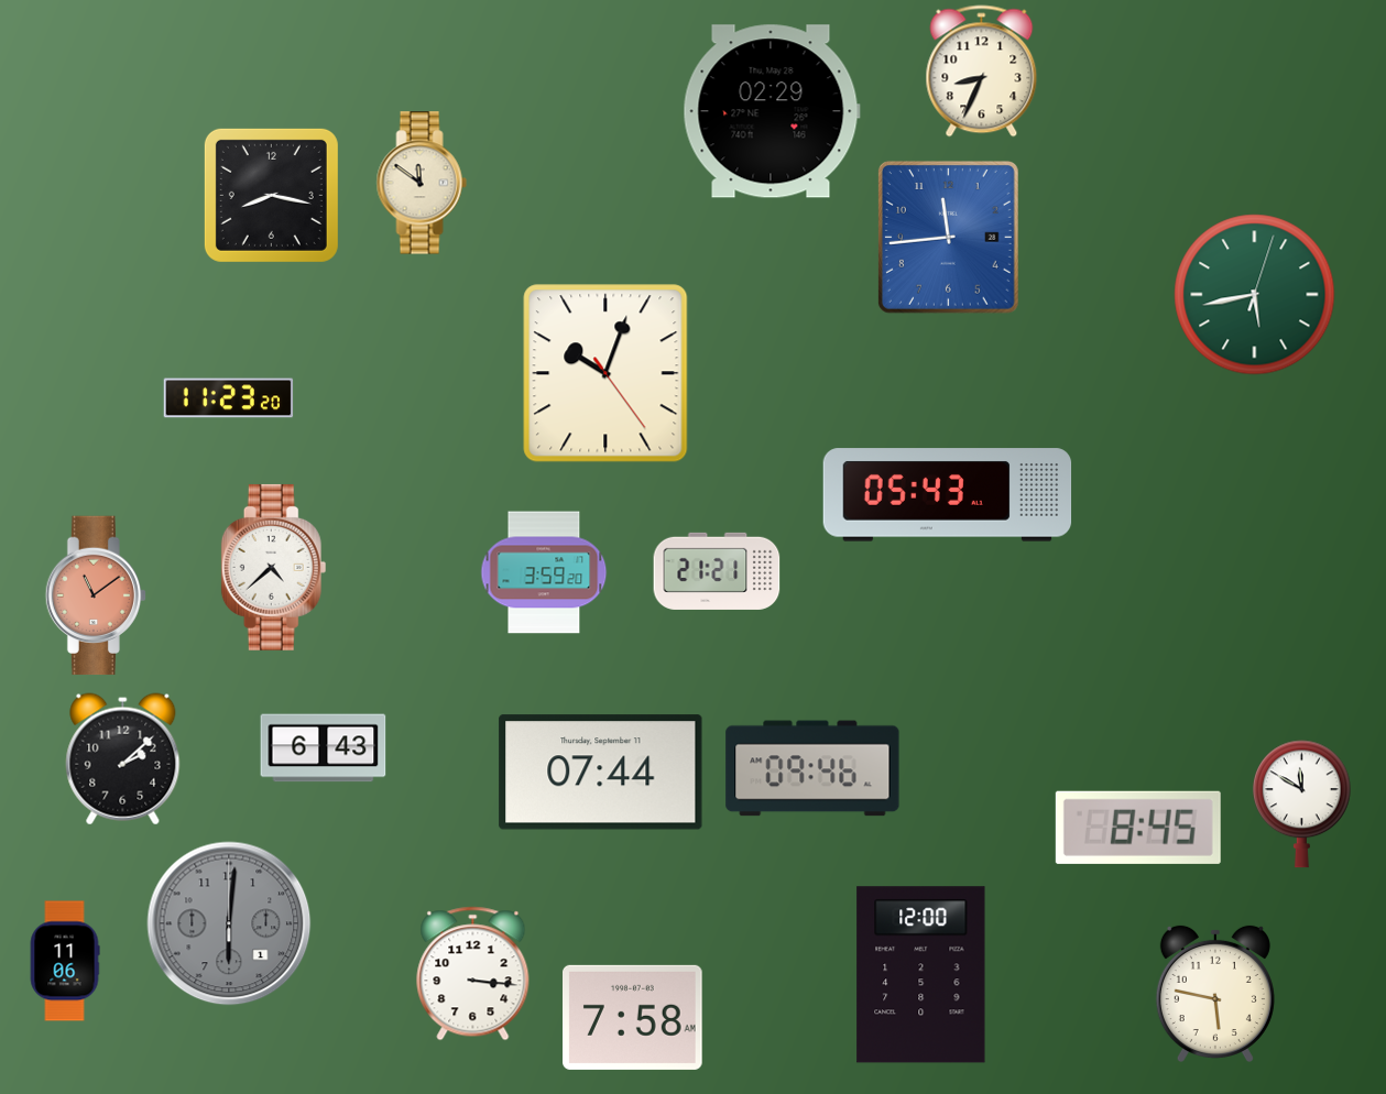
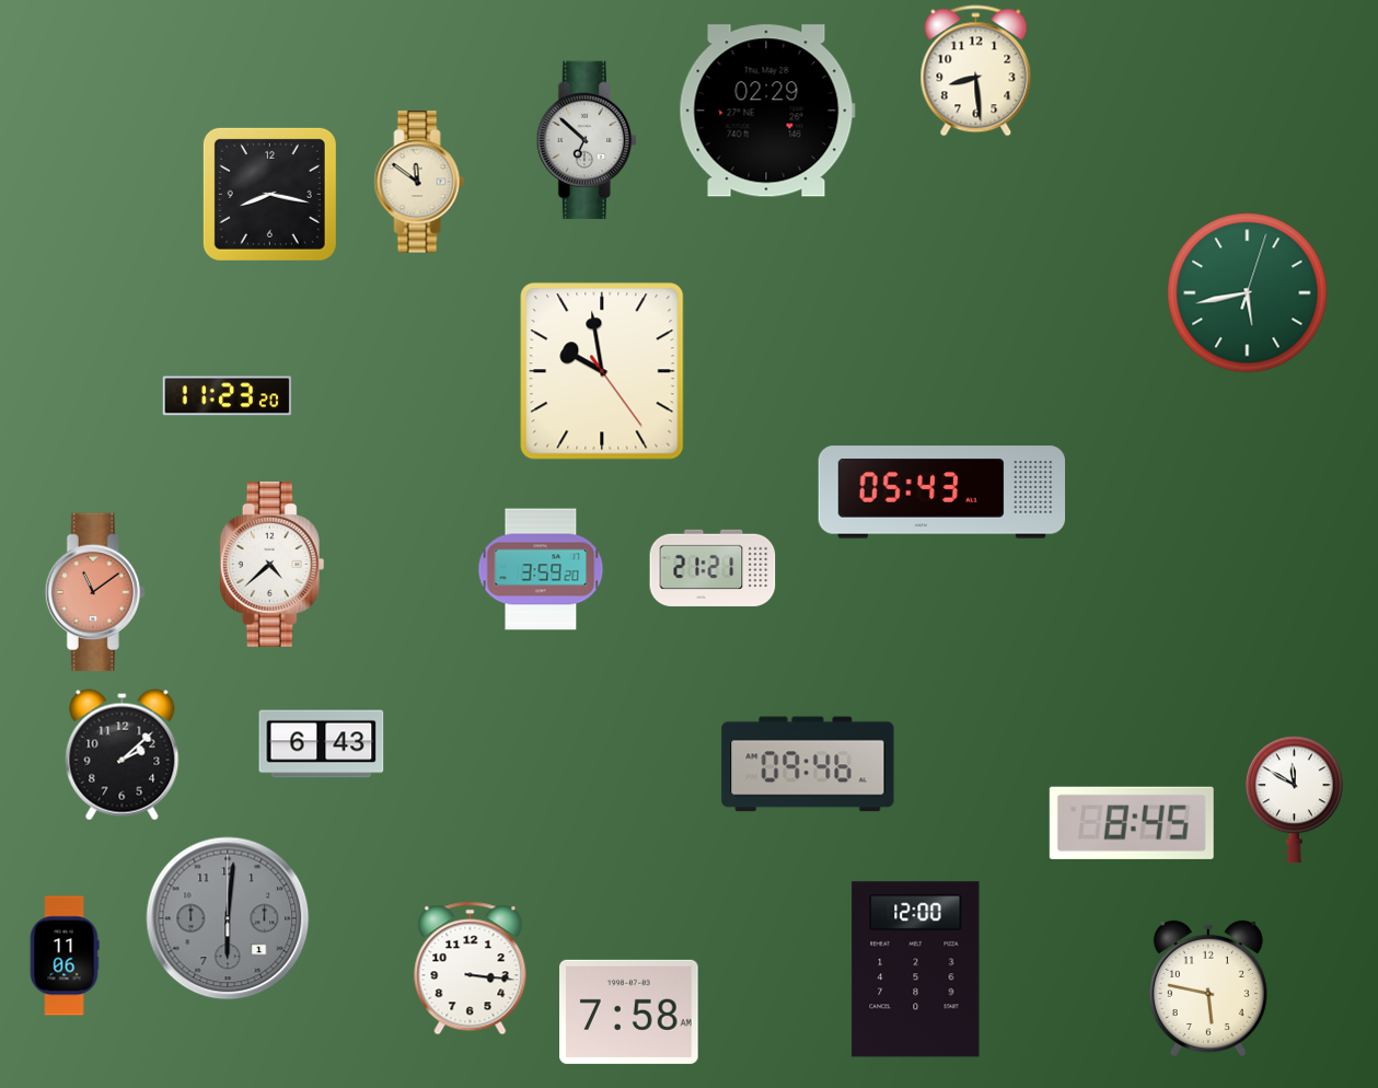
clock at (982, 72): 8:34 -> 8:29
clock at (586, 140): none -> 6:52
clock at (948, 237): 11:44 -> none
clock at (605, 373): 10:03 -> 9:58
clock at (601, 773): 07:44 -> none
